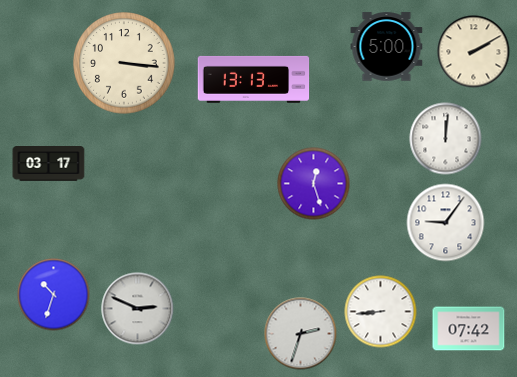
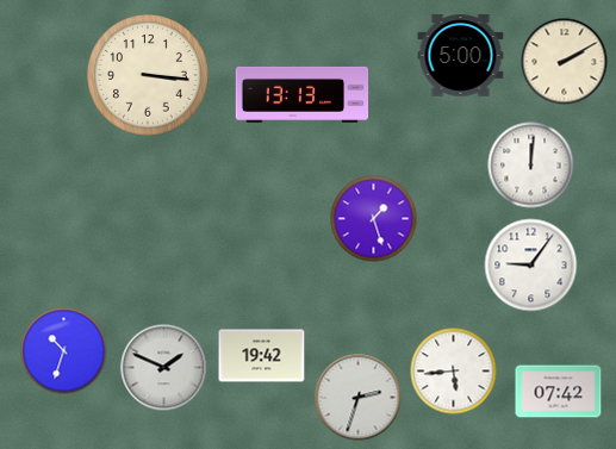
clock at (49, 164): 03:17 -> none
clock at (314, 184): 12:27 -> 1:27
clock at (262, 356): none -> 19:42
clock at (138, 309): 2:49 -> 1:49
clock at (381, 312): 8:44 -> 5:44
